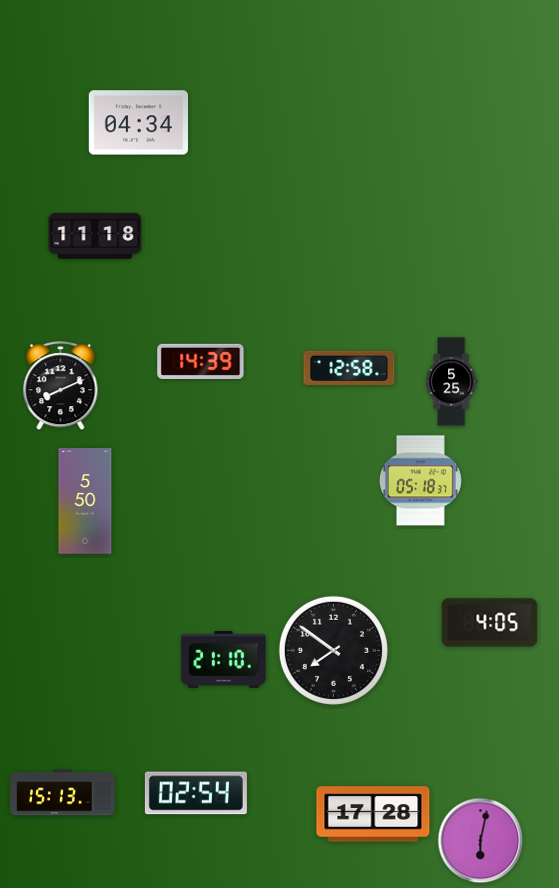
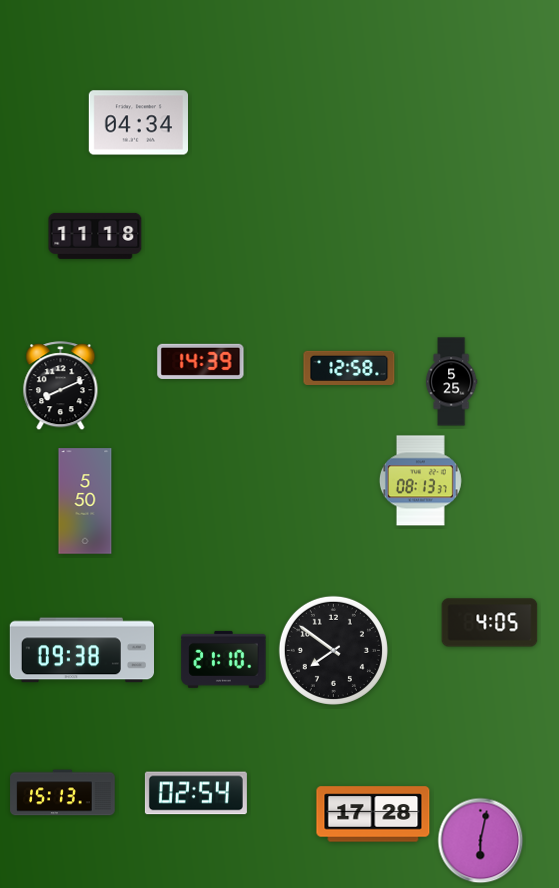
clock at (420, 481): 05:18 -> 08:13
clock at (81, 650): none -> 09:38
